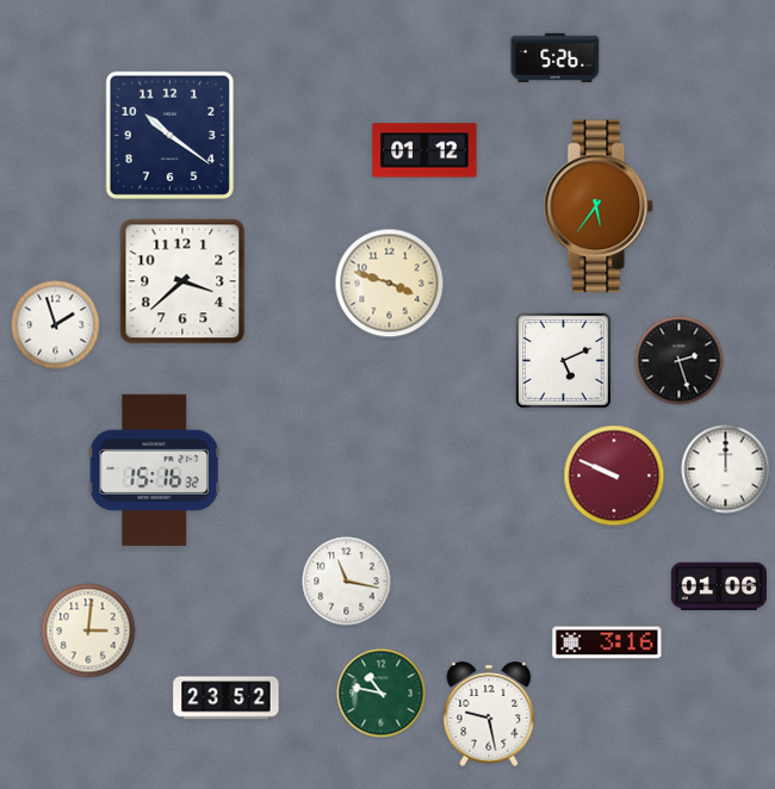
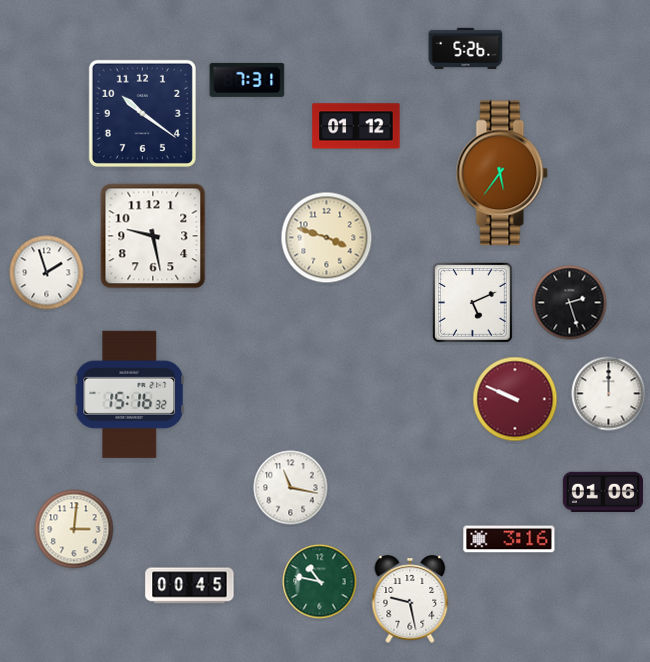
clock at (247, 80): none -> 7:31
clock at (182, 281): 3:38 -> 9:28
clock at (227, 698): 23:52 -> 00:45
